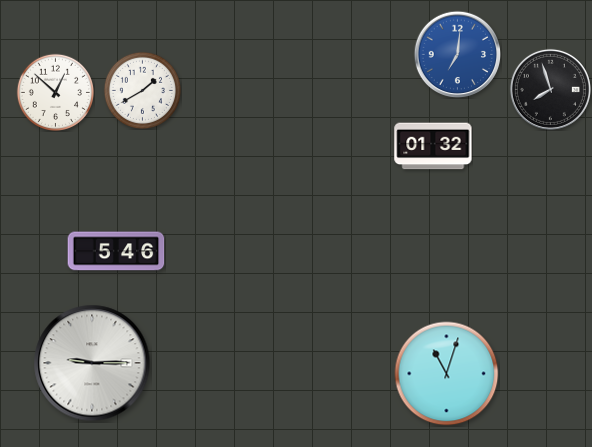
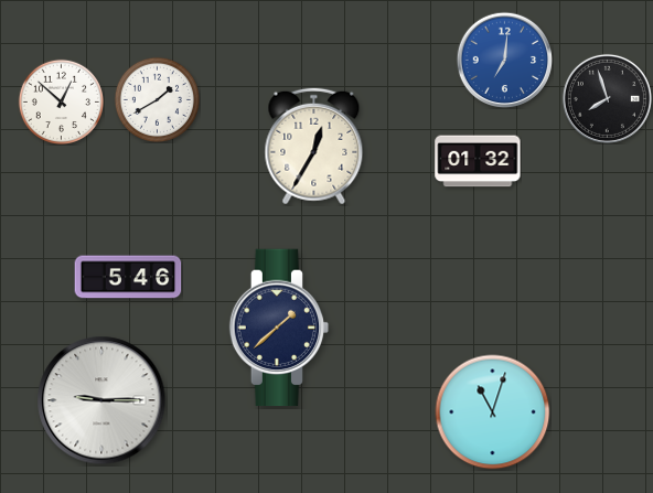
clock at (314, 147): none -> 12:35
clock at (279, 328): none -> 1:38
